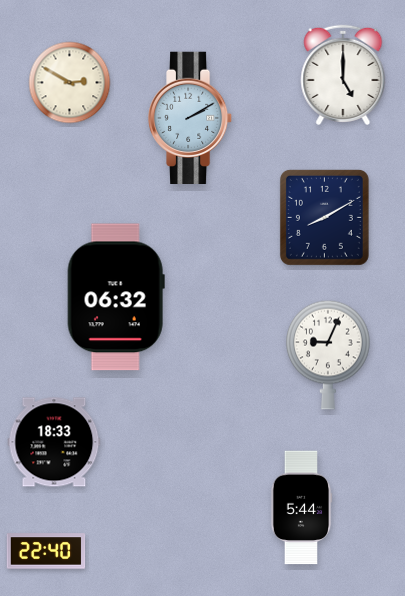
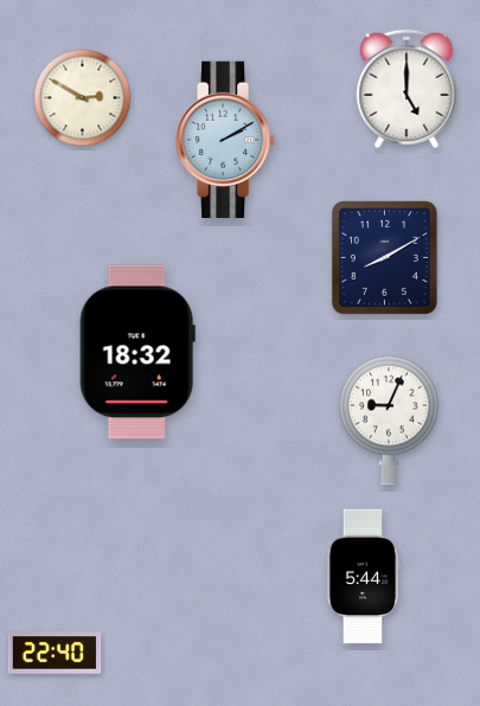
clock at (116, 297): 06:32 -> 18:32
clock at (54, 442): 18:33 -> none
clock at (301, 508) position: (301, 508) -> (363, 577)
